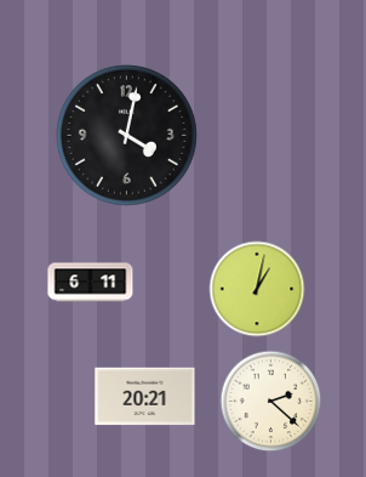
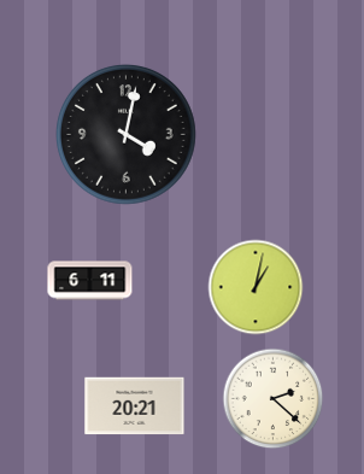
clock at (145, 397) position: (145, 397) -> (135, 406)
clock at (271, 402) position: (271, 402) -> (274, 399)
